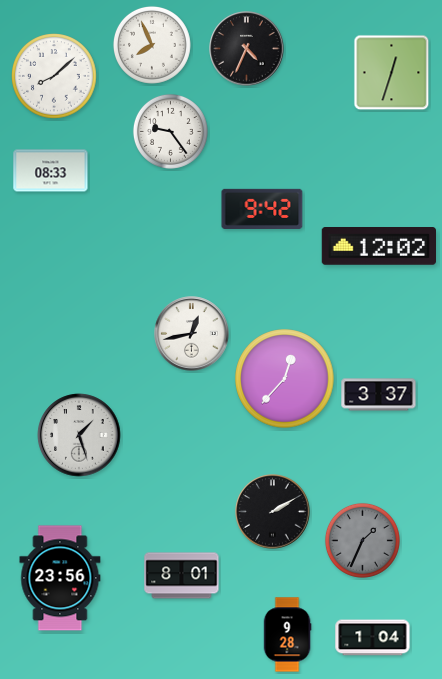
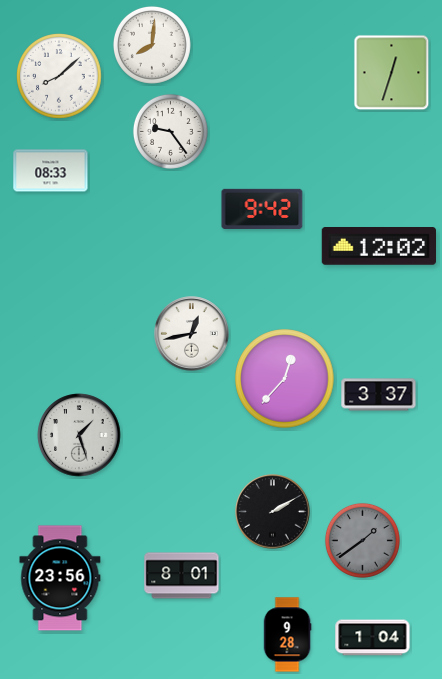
clock at (152, 45): 7:56 -> 8:01
clock at (247, 49): 4:34 -> none
clock at (55, 77) position: (55, 77) -> (60, 77)
clock at (362, 540): 1:34 -> 1:39
